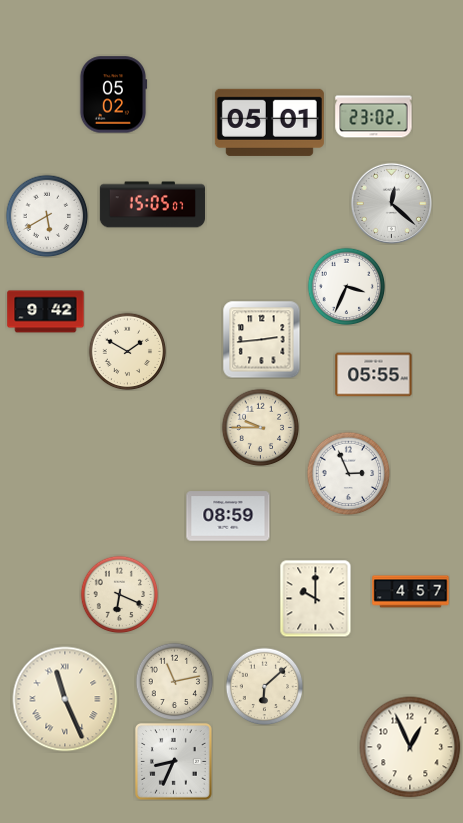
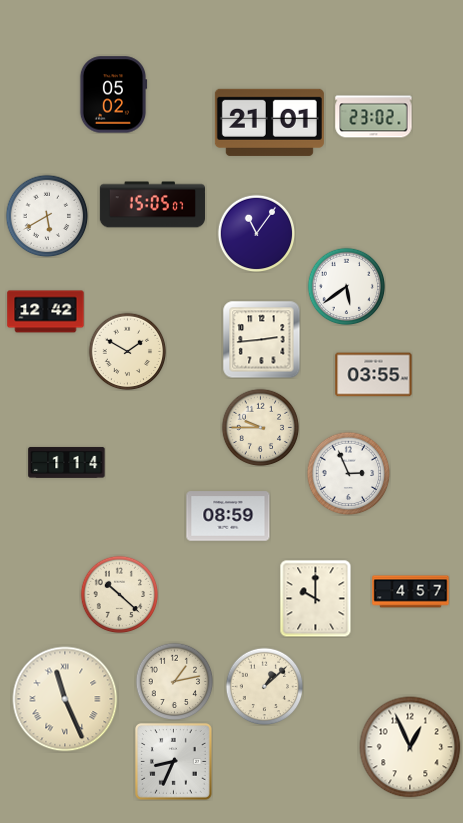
clock at (269, 122): 05:01 -> 21:01
clock at (391, 203): 12:22 -> none
clock at (256, 233): none -> 11:06
clock at (346, 286): 3:34 -> 5:39
clock at (46, 312): 9:42 -> 12:42
clock at (374, 375): 05:55 -> 03:55
clock at (67, 462): none -> 1:14
clock at (119, 594): 6:19 -> 10:22
clock at (174, 681): 11:13 -> 1:13
clock at (264, 686): 6:08 -> 1:08
